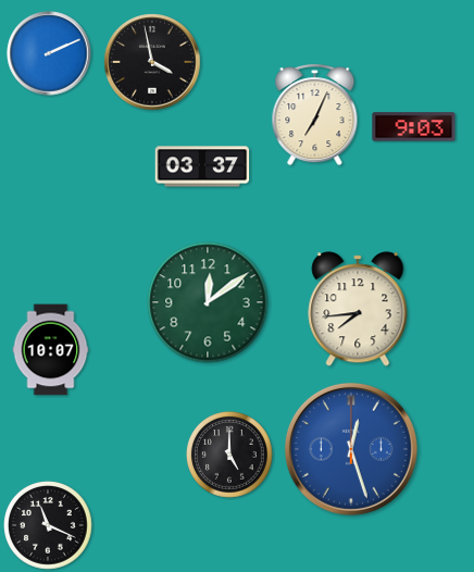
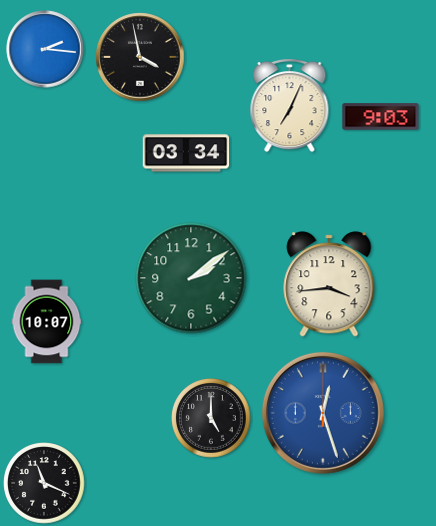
clock at (49, 53): 2:11 -> 2:16
clock at (202, 166): 03:37 -> 03:34
clock at (208, 302): 12:09 -> 2:09
clock at (358, 309): 7:44 -> 3:44
